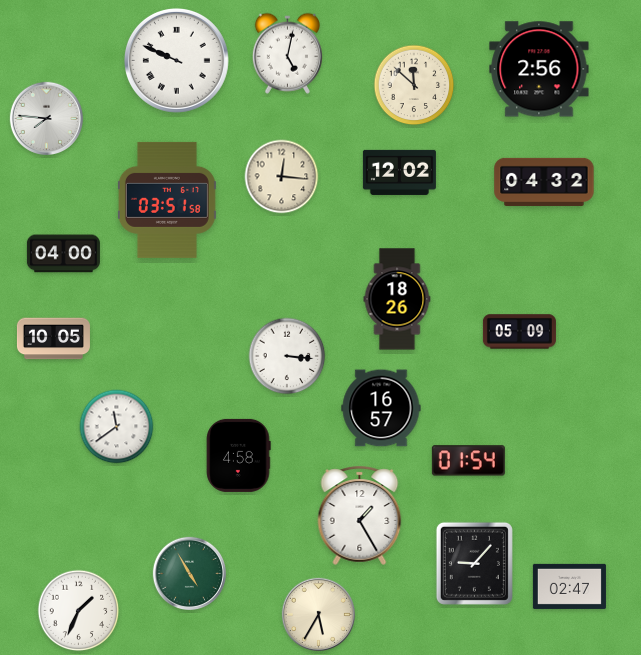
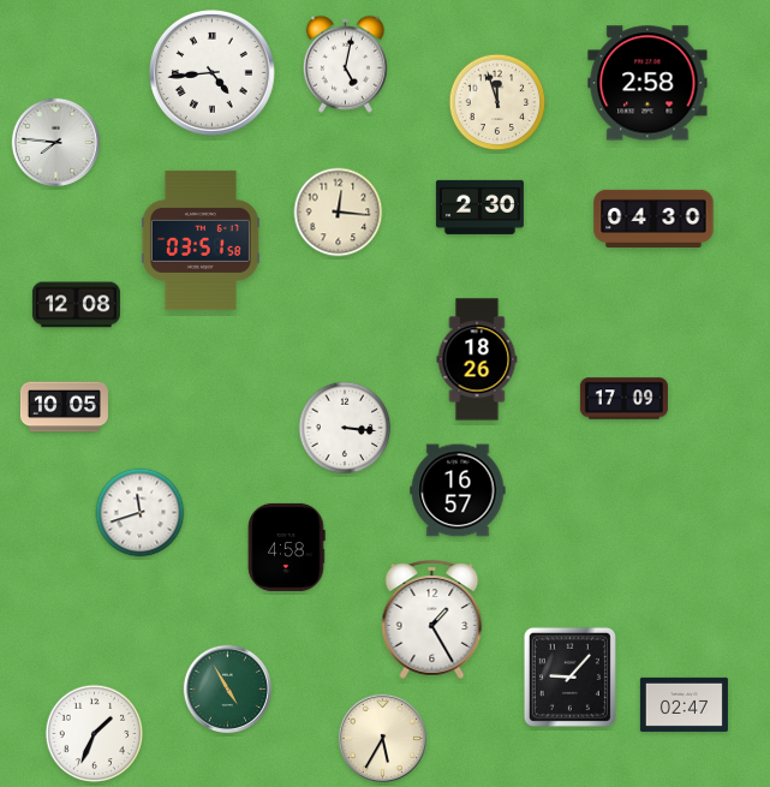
clock at (176, 60): 9:49 -> 4:44
clock at (539, 69): 2:56 -> 2:58
clock at (414, 85): 11:52 -> 11:57
clock at (399, 172): 12:02 -> 2:30
clock at (544, 182): 04:32 -> 04:30
clock at (63, 254): 04:00 -> 12:08
clock at (519, 332): 05:09 -> 17:09
clock at (117, 427): 11:39 -> 11:42
clock at (468, 461): 01:54 -> none
